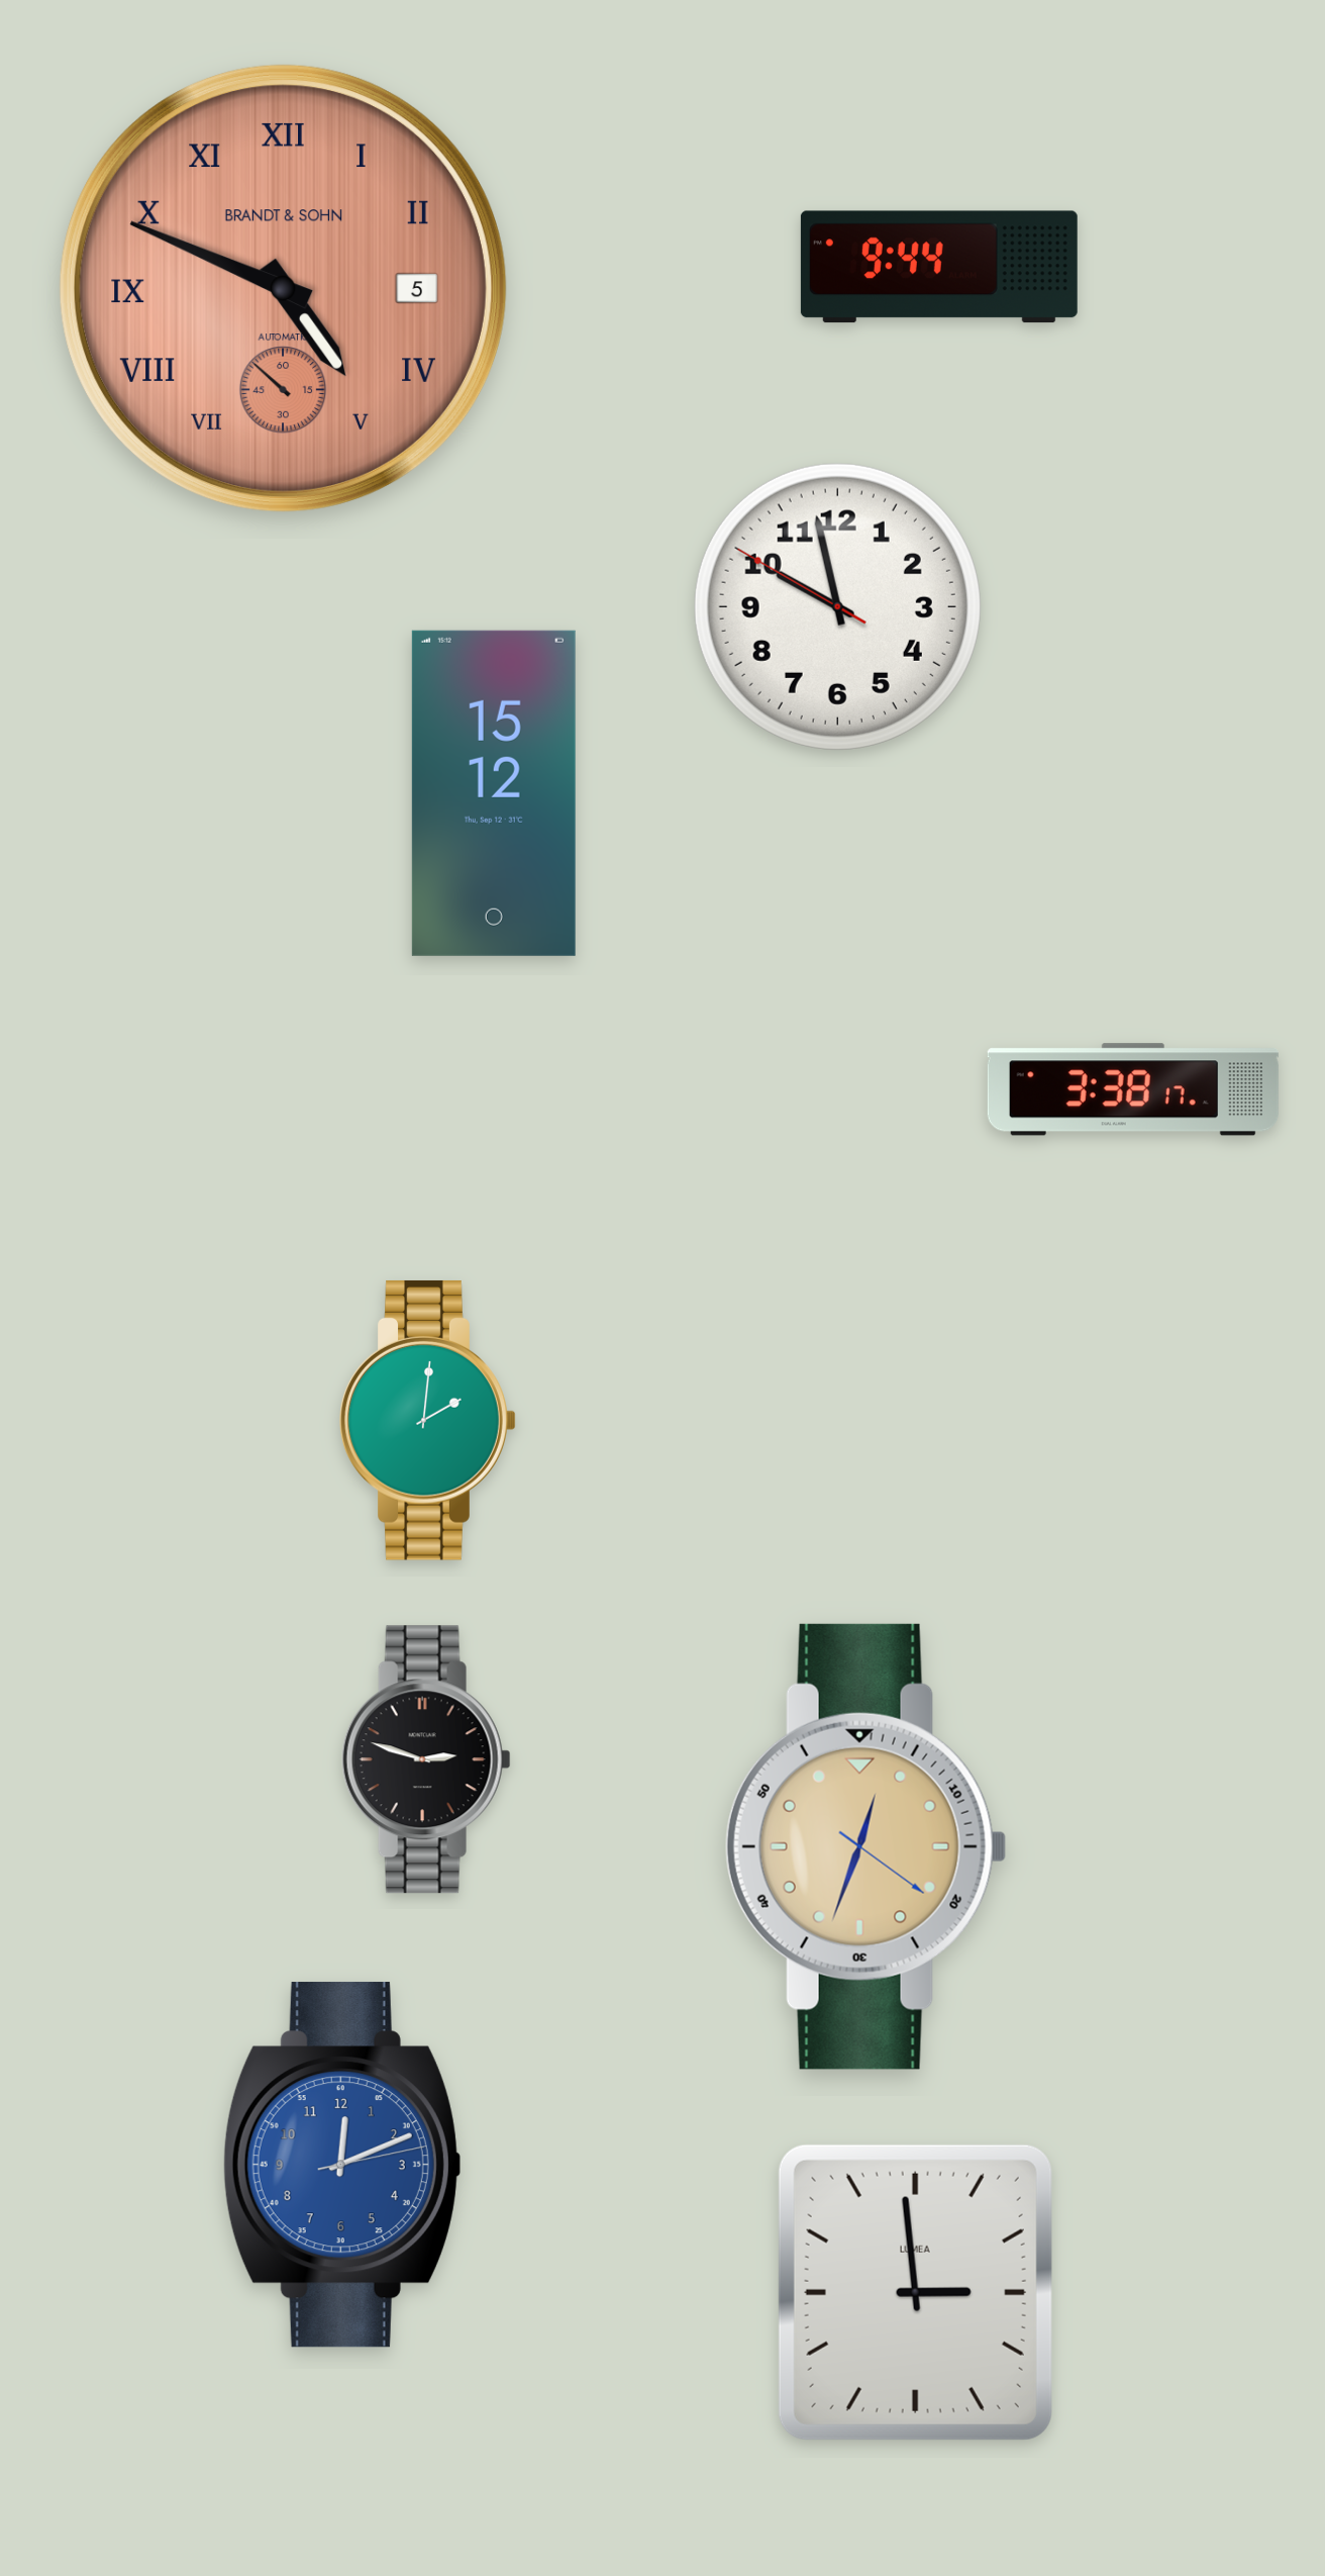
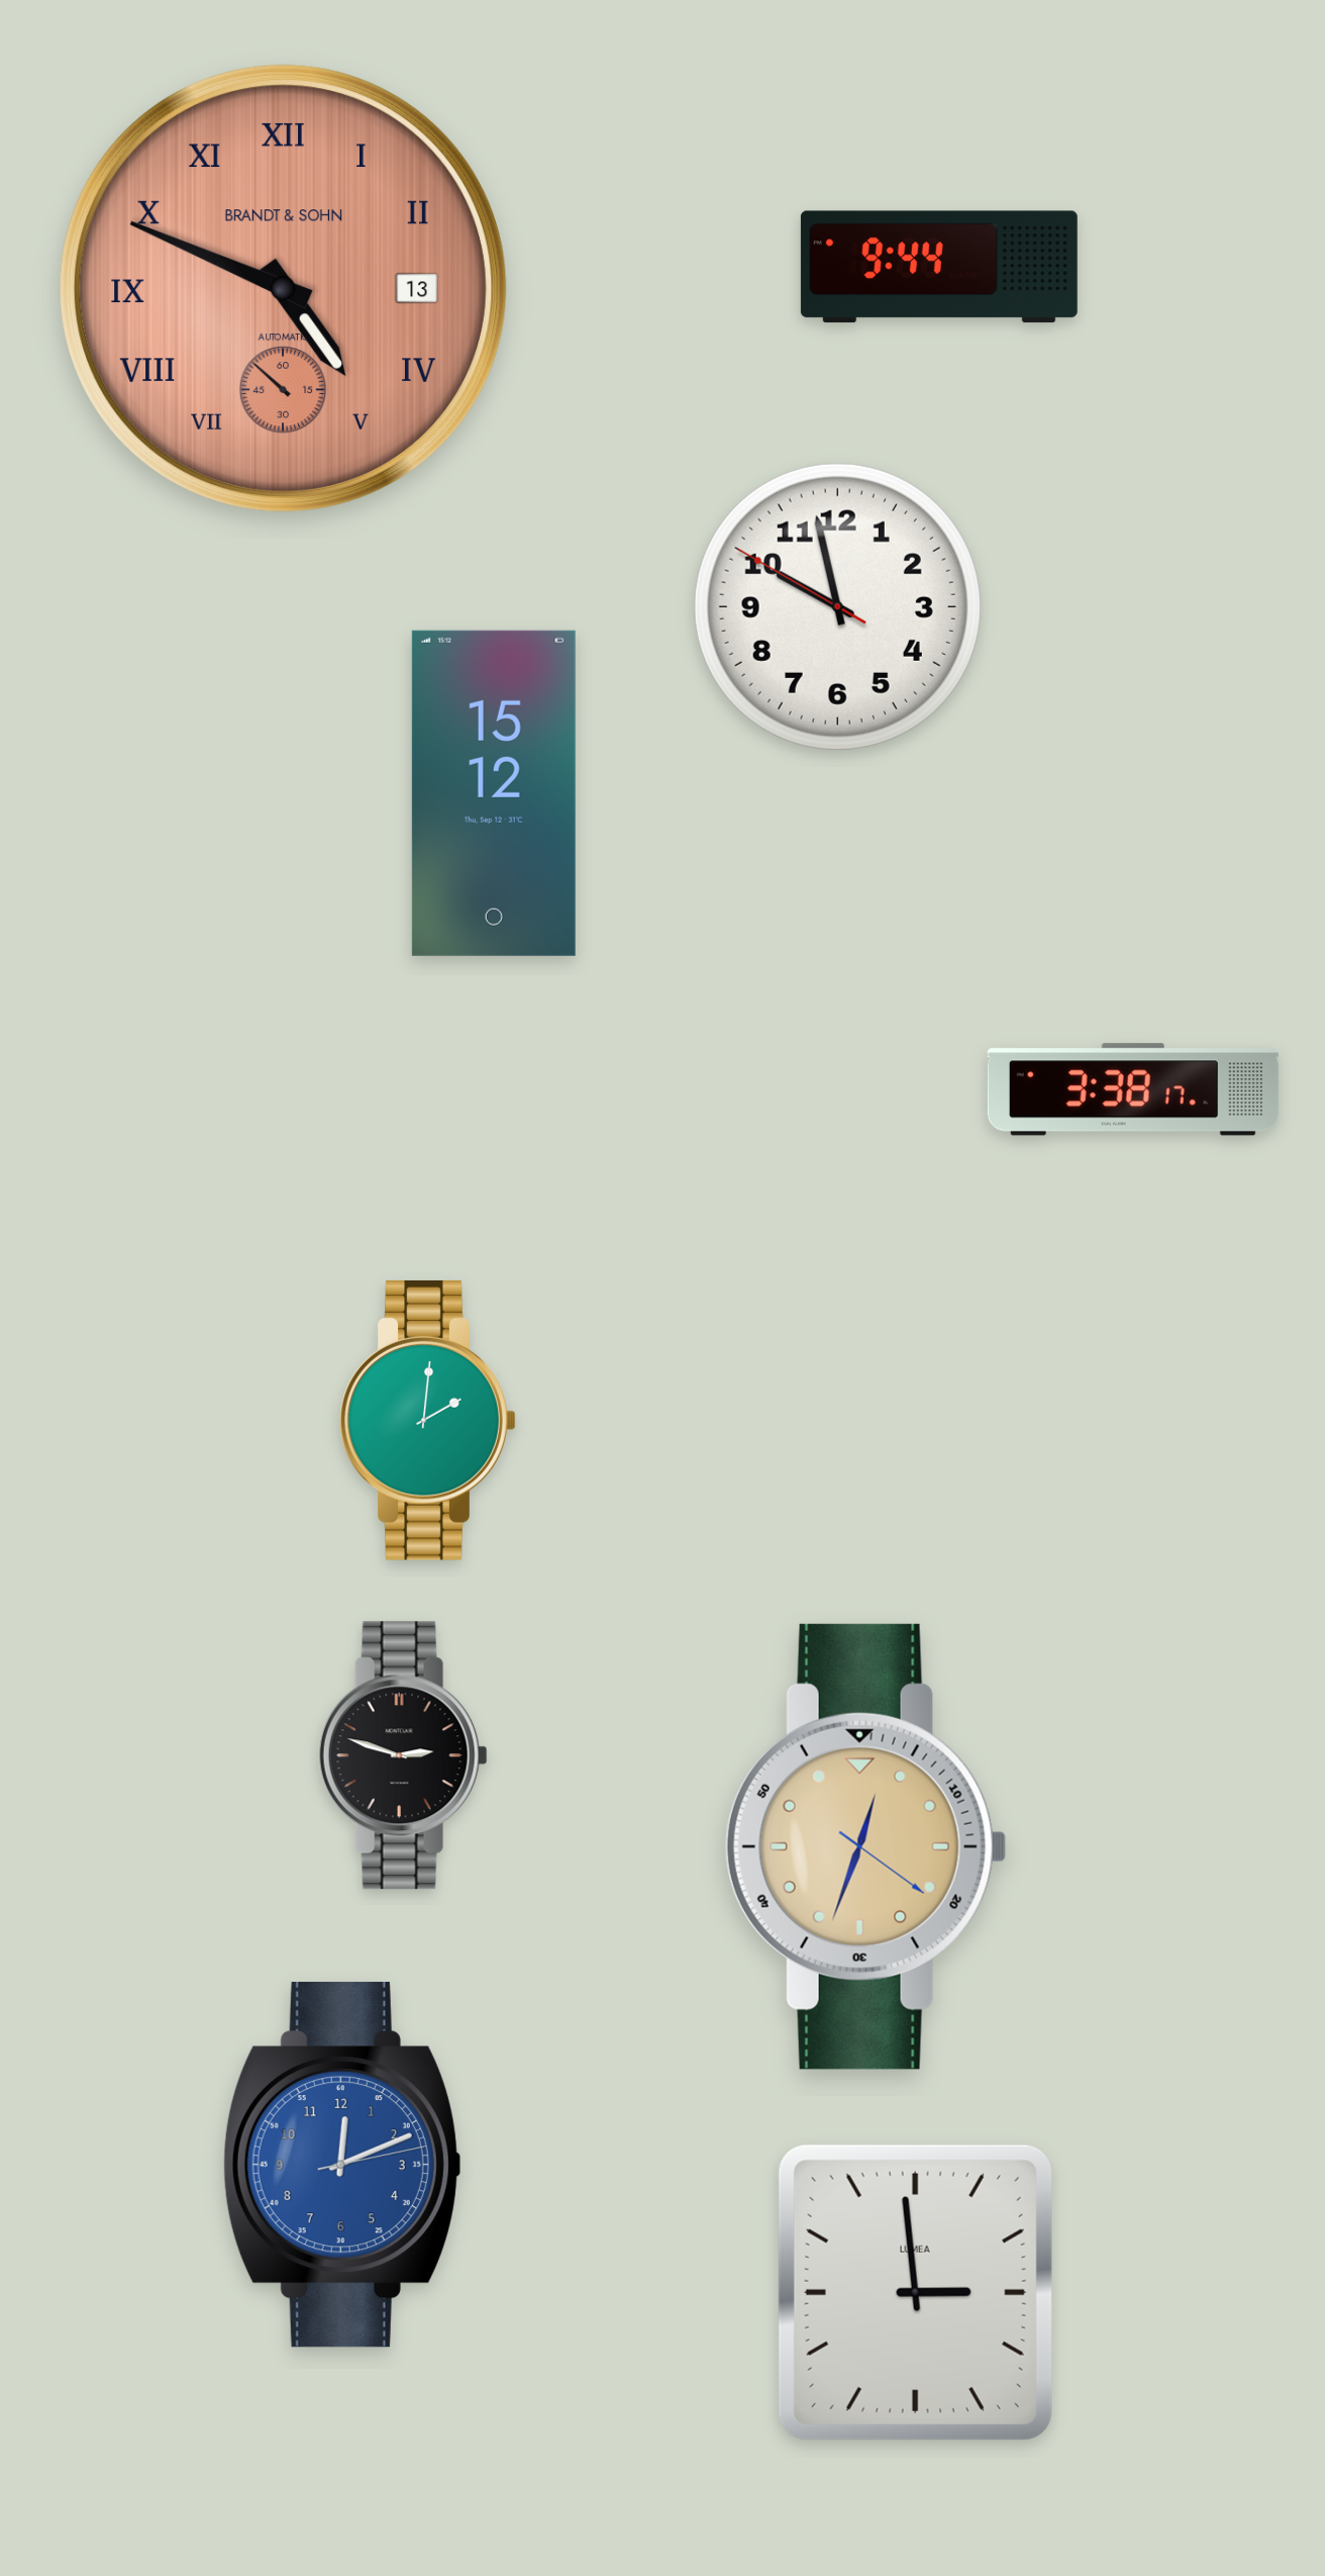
clock at (283, 288) date: 5 -> 13
clock at (426, 1759) position: (426, 1759) -> (403, 1755)
